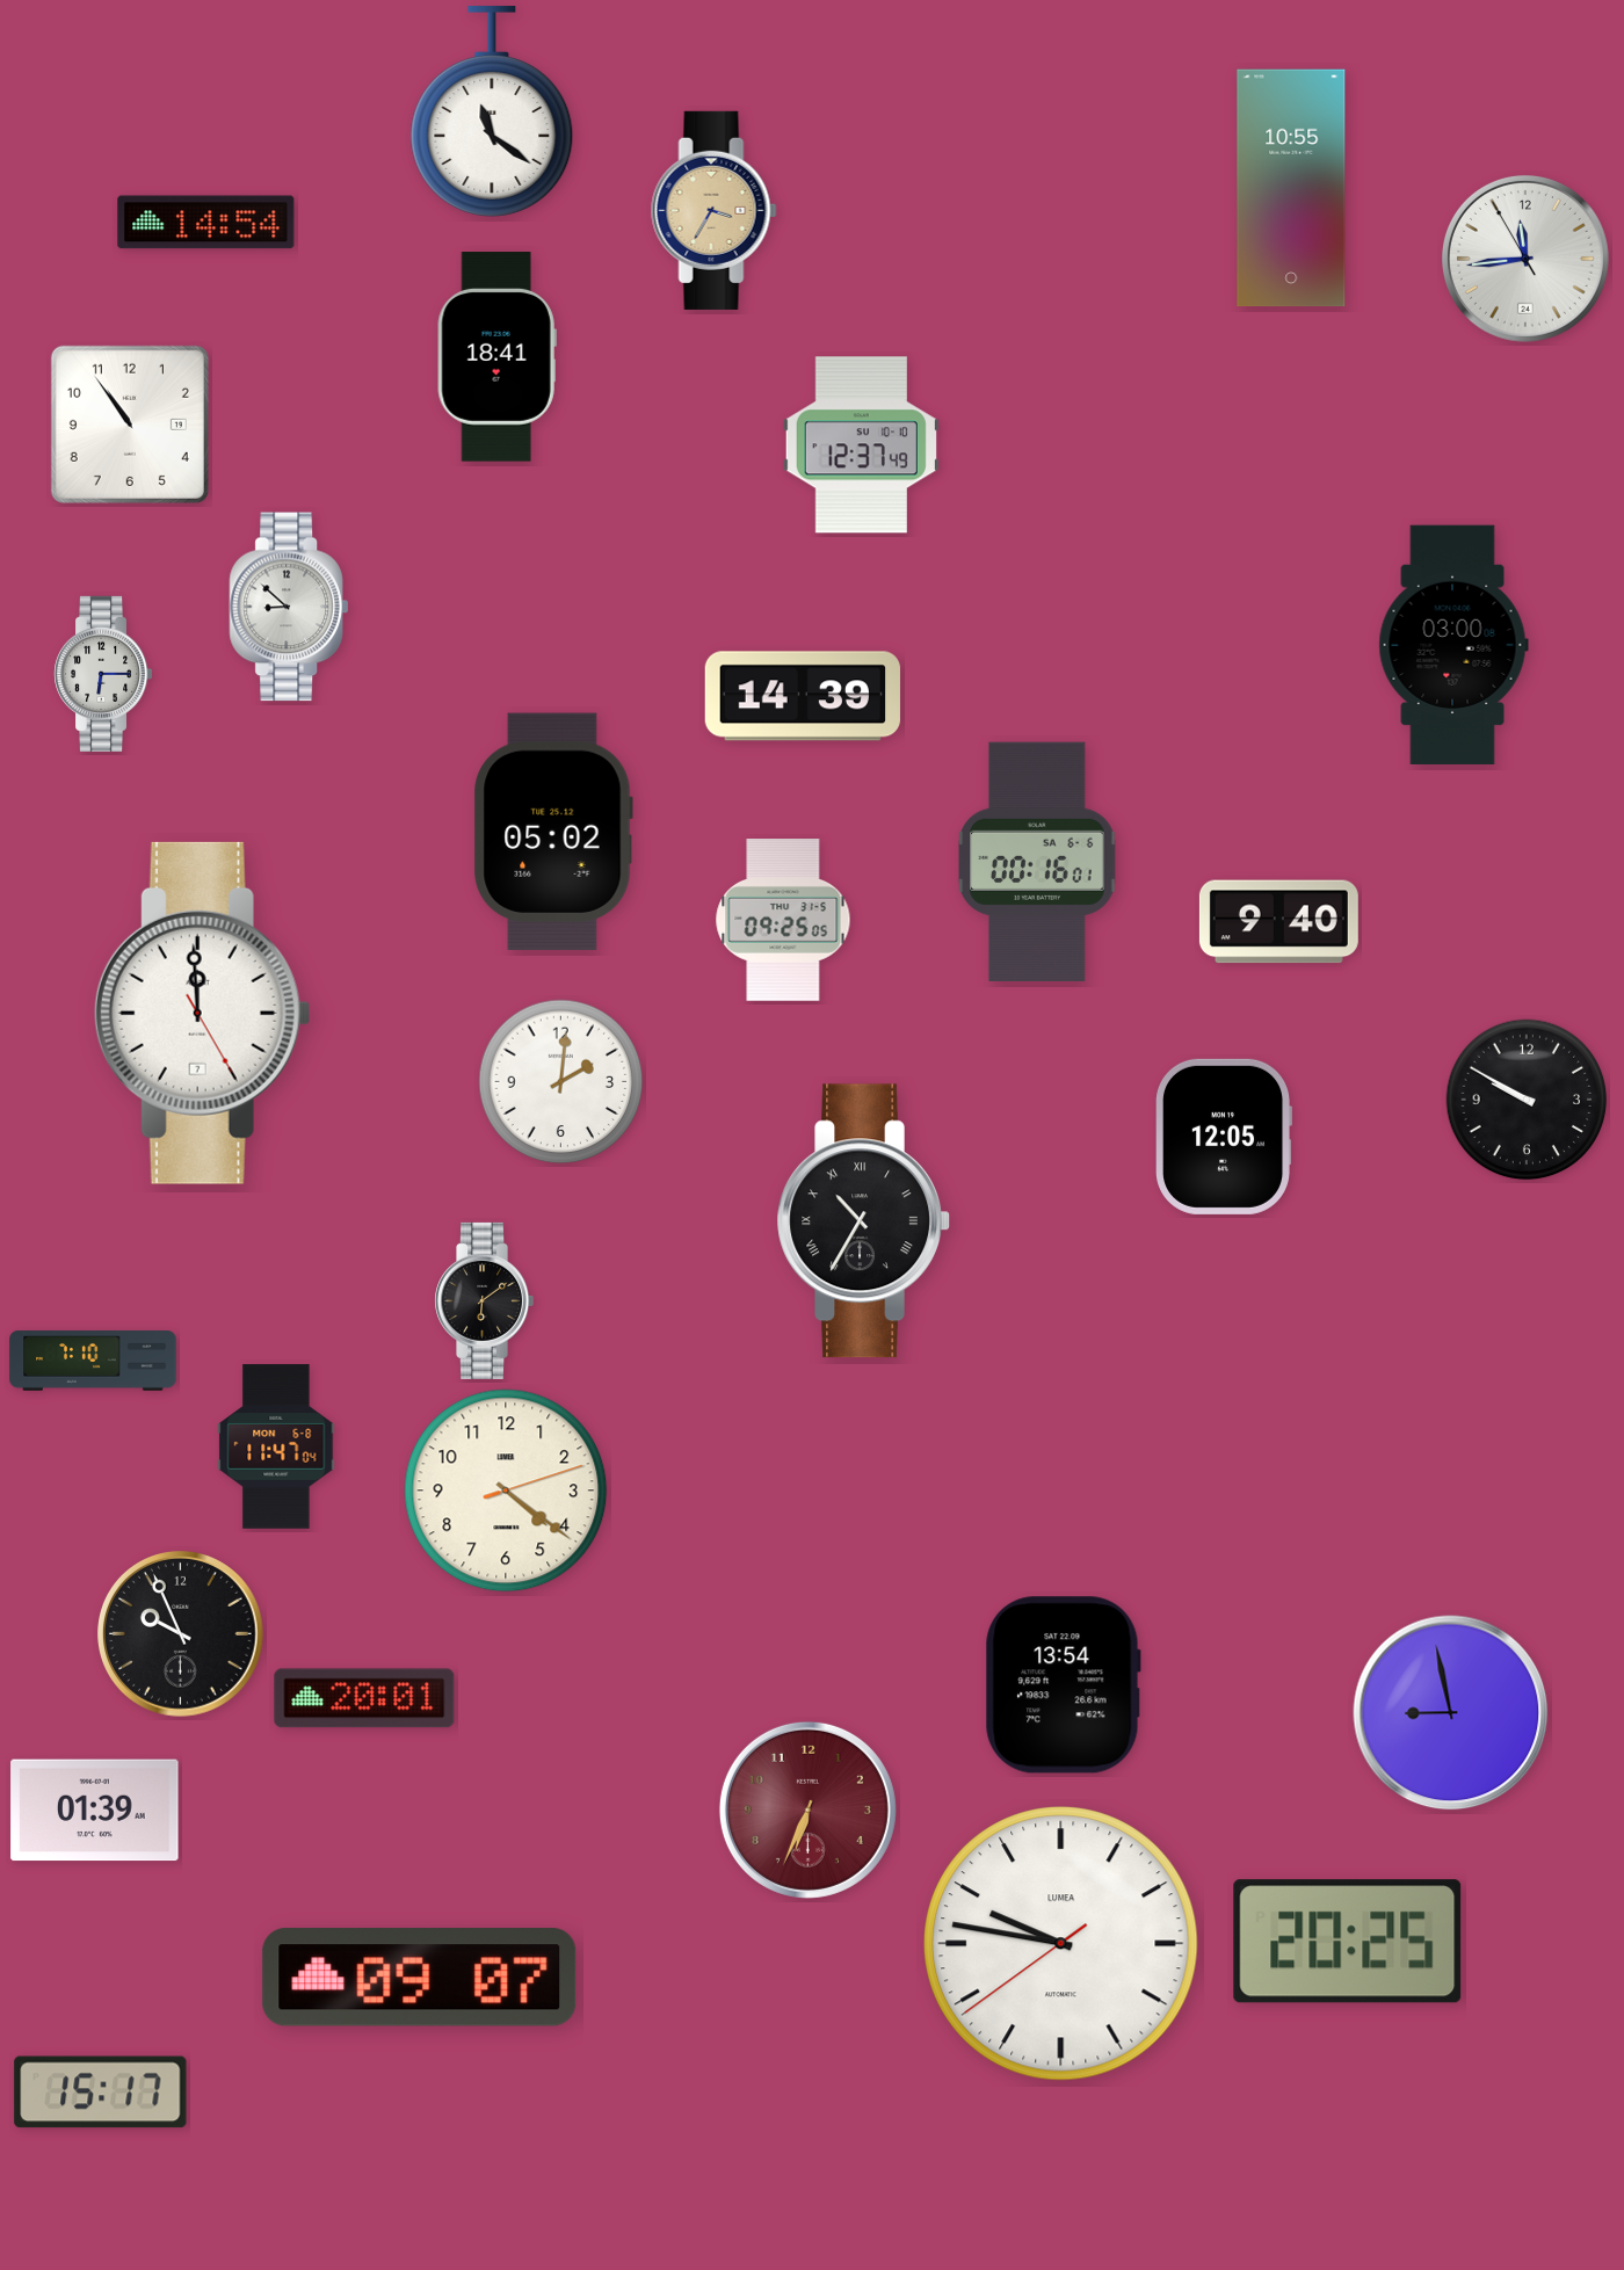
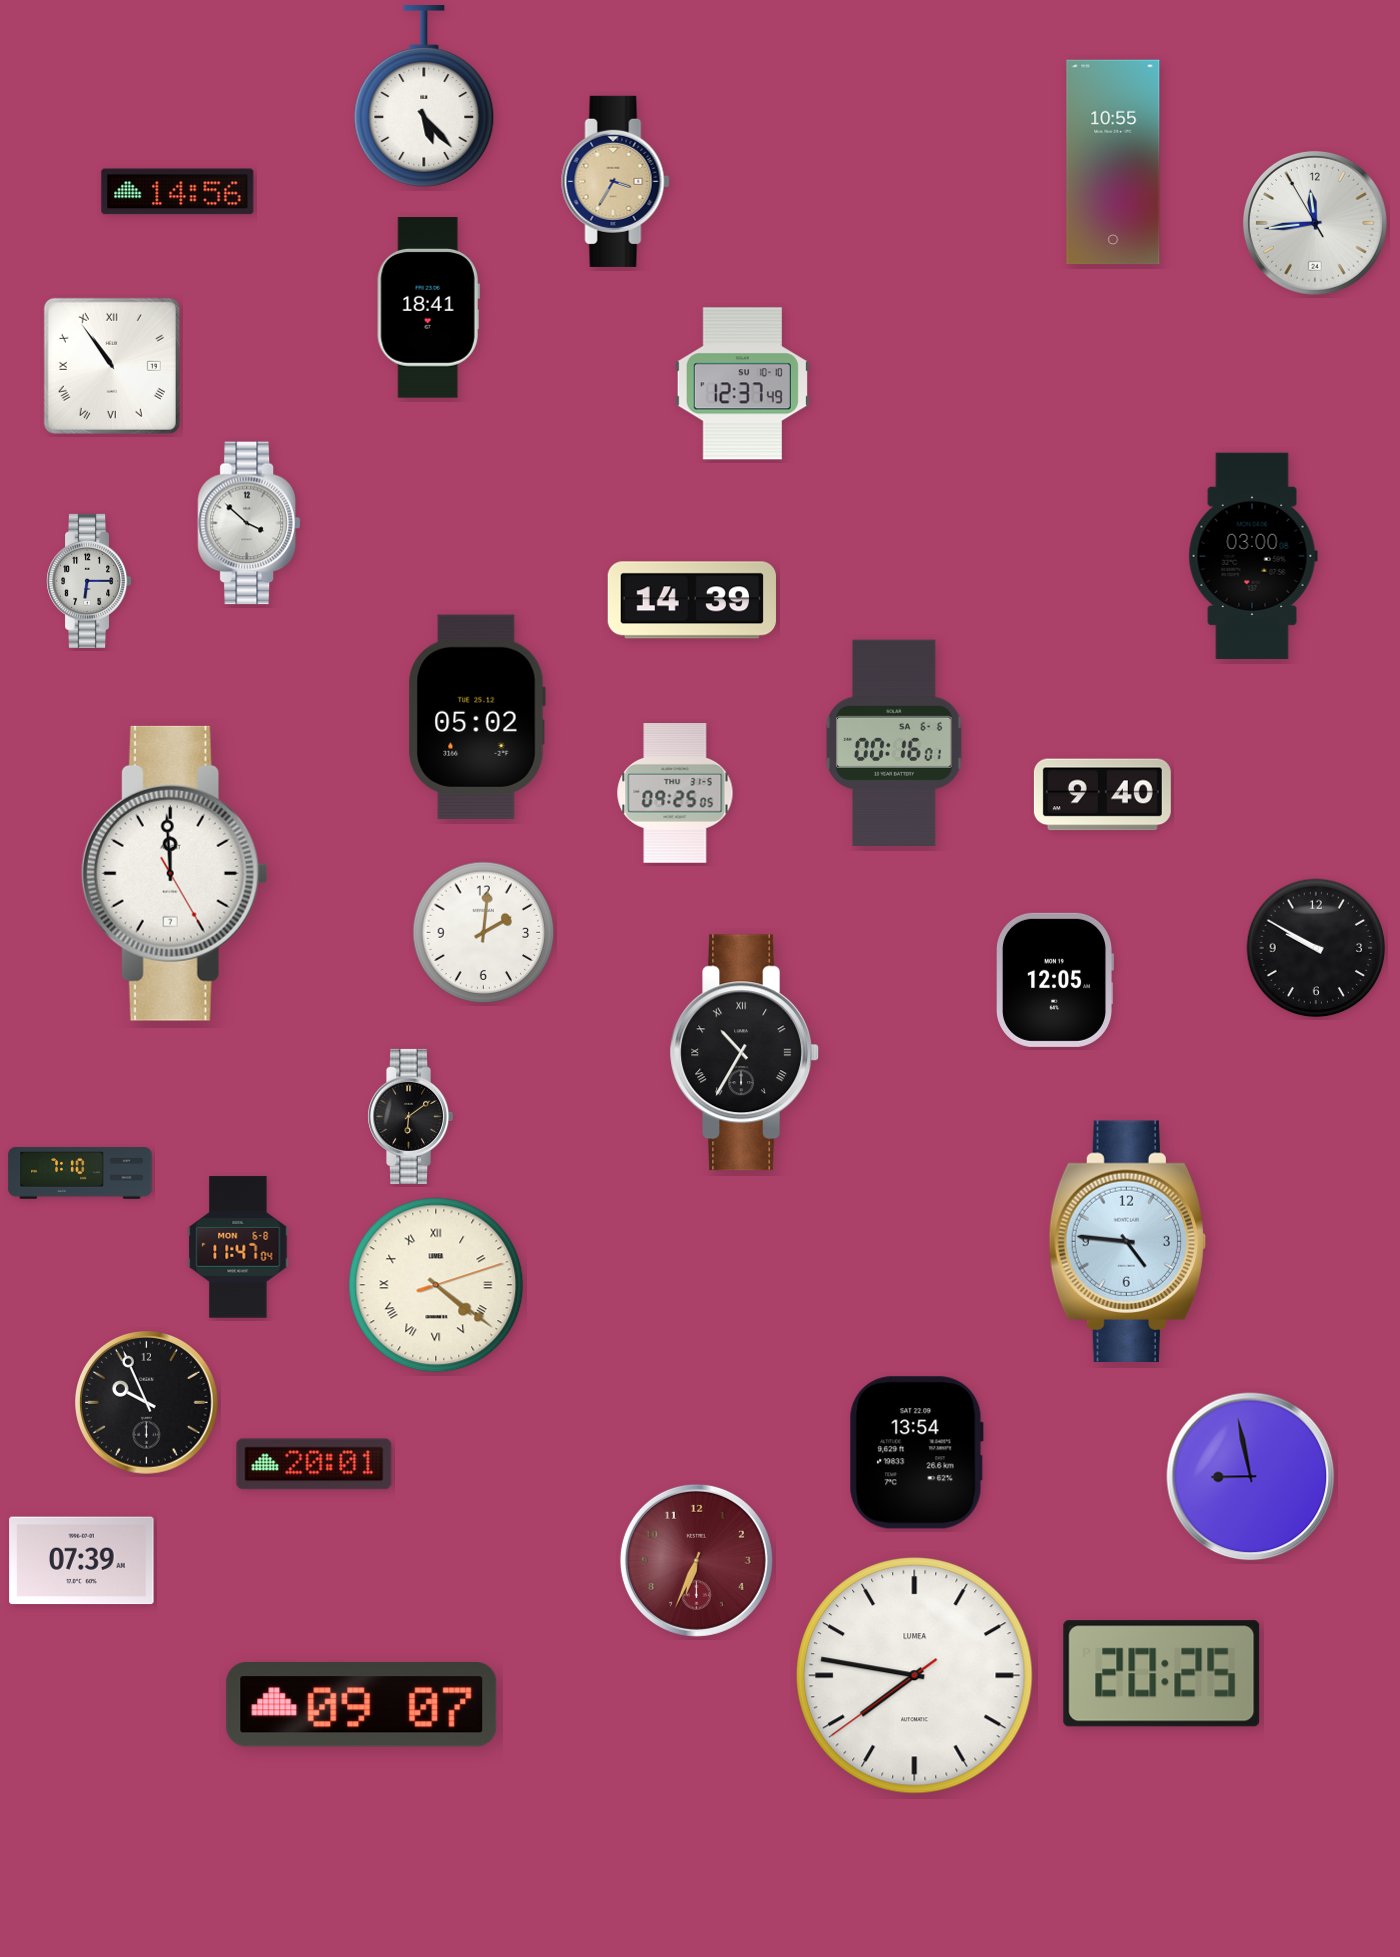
clock at (492, 111): 11:21 -> 5:23
clock at (206, 223): 14:54 -> 14:56
clock at (130, 425) numerals: Arabic -> Roman
clock at (289, 607): 8:52 -> 3:52
clock at (485, 1300) position: (485, 1300) -> (411, 1116)
clock at (1127, 1241): none -> 4:46
clock at (506, 1491) numerals: Arabic -> Roman
clock at (181, 1634) position: (181, 1634) -> (147, 1403)
clock at (95, 1811): 01:39 -> 07:39
clock at (1061, 1944): 9:46 -> 7:46
clock at (101, 2093): 15:17 -> none
